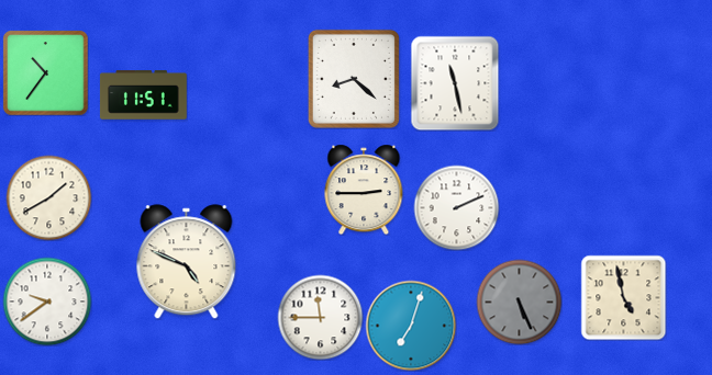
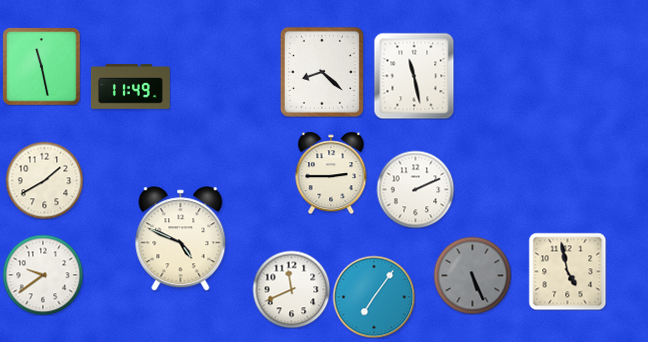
clock at (45, 72): 10:36 -> 11:28
clock at (143, 95): 11:51 -> 11:49
clock at (187, 262) position: (187, 262) -> (181, 239)
clock at (320, 317): 11:45 -> 11:41
clock at (411, 326): 7:03 -> 7:06
